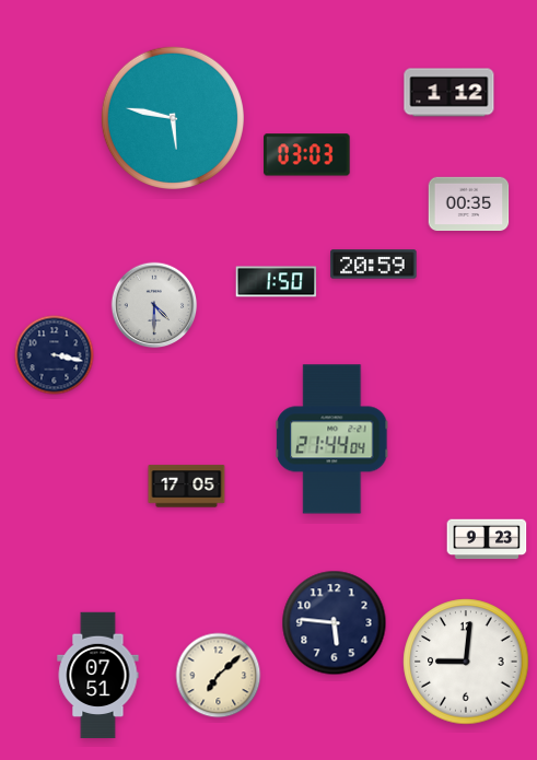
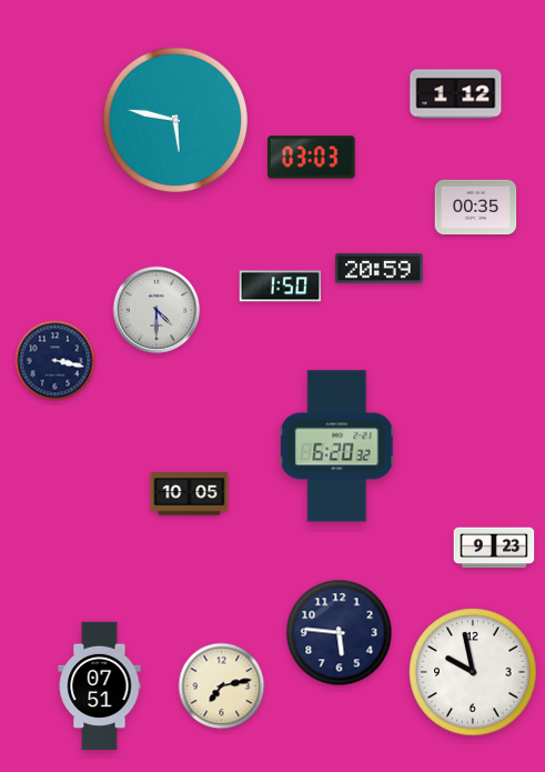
clock at (332, 440): 21:44 -> 6:20
clock at (187, 487): 17:05 -> 10:05
clock at (466, 662): 9:01 -> 9:58
clock at (219, 676): 7:08 -> 7:13
